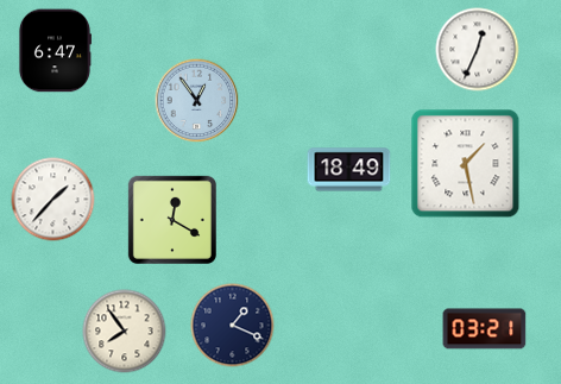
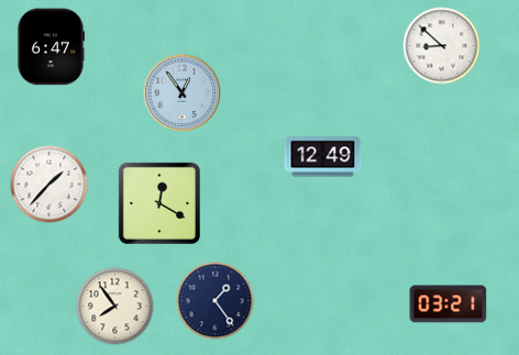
clock at (478, 50): 12:34 -> 8:52
clock at (466, 164): 1:28 -> none
clock at (349, 170): 18:49 -> 12:49
clock at (233, 326): 1:19 -> 1:24
